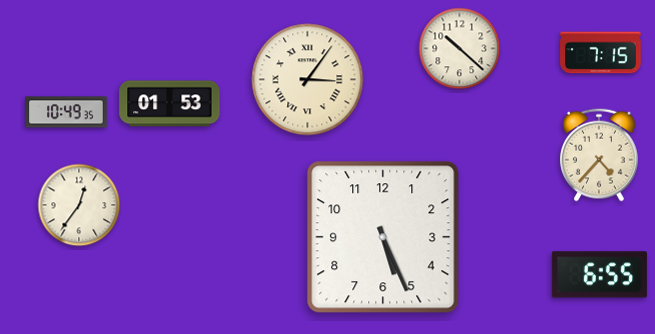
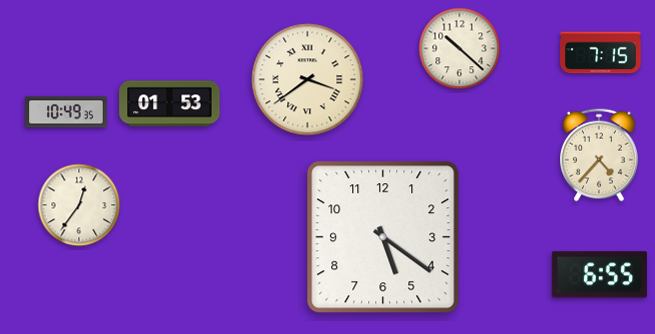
clock at (308, 80): 3:06 -> 3:39
clock at (383, 237): 5:26 -> 5:21
